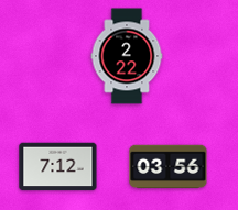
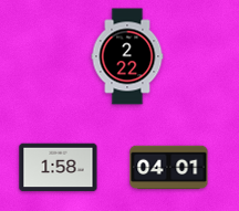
clock at (58, 167): 7:12 -> 1:58
clock at (169, 167): 03:56 -> 04:01
